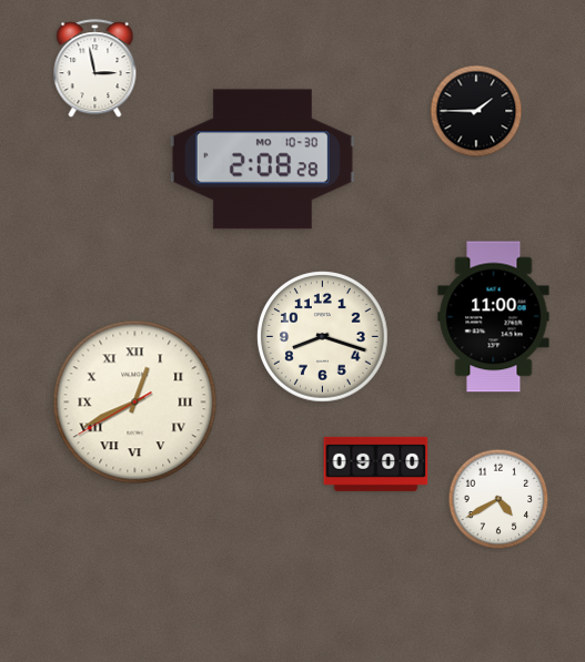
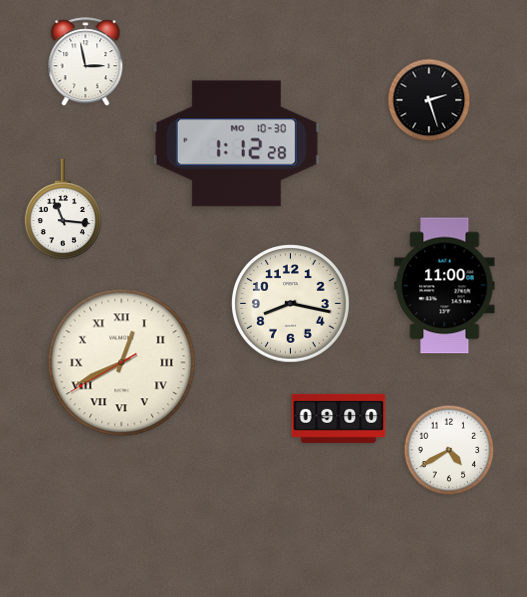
clock at (476, 111): 1:45 -> 2:27
clock at (262, 160): 2:08 -> 1:12
clock at (63, 209): none -> 11:16
clock at (323, 337): 8:18 -> 8:17
